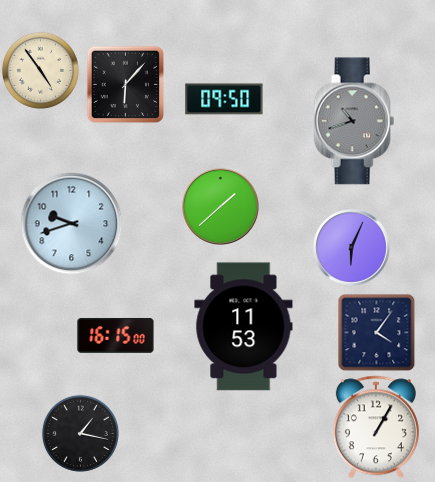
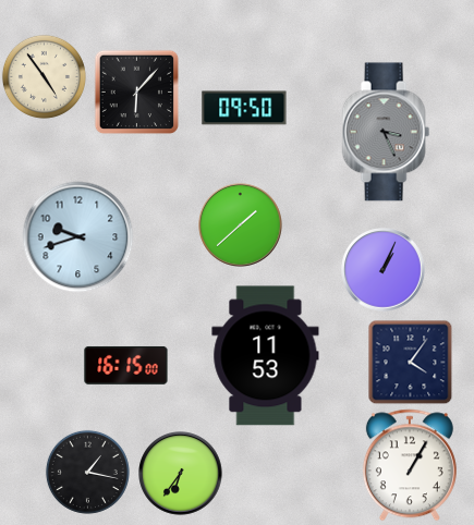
clock at (354, 121): 10:42 -> 3:26
clock at (72, 224) position: (72, 224) -> (78, 237)
clock at (352, 248): 6:04 -> 1:04
clock at (181, 474): none -> 6:36
